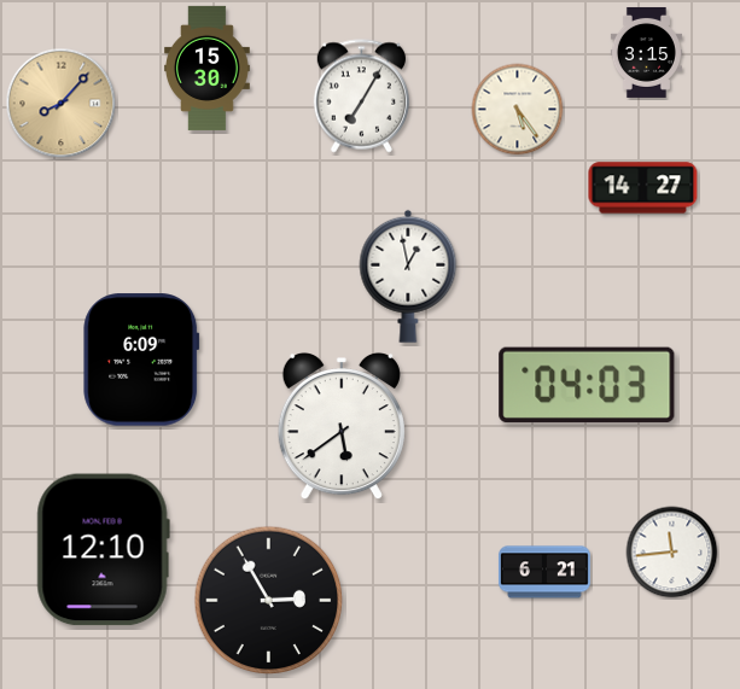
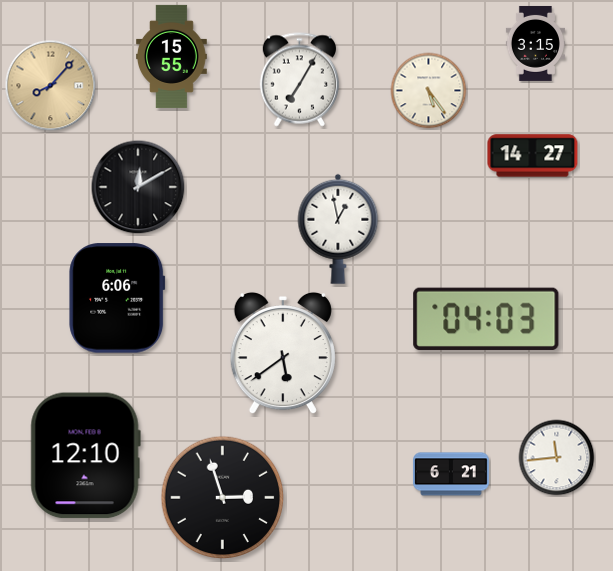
clock at (208, 68): 15:30 -> 15:55
clock at (138, 187): none -> 12:10
clock at (141, 360): 6:09 -> 6:06
clock at (269, 601): 2:55 -> 2:57
